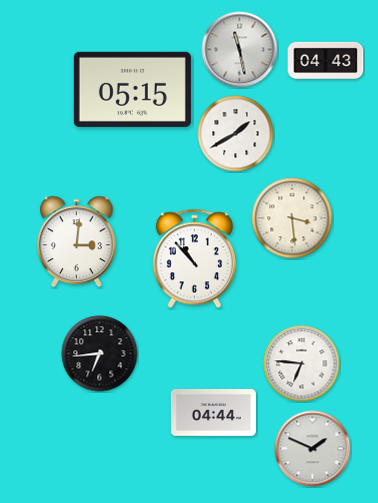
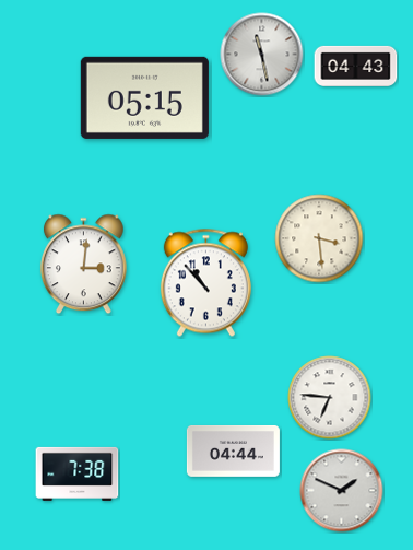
clock at (236, 134): 1:40 -> none
clock at (194, 259) position: (194, 259) -> (205, 283)
clock at (100, 354): 6:44 -> none
clock at (78, 473): none -> 7:38
